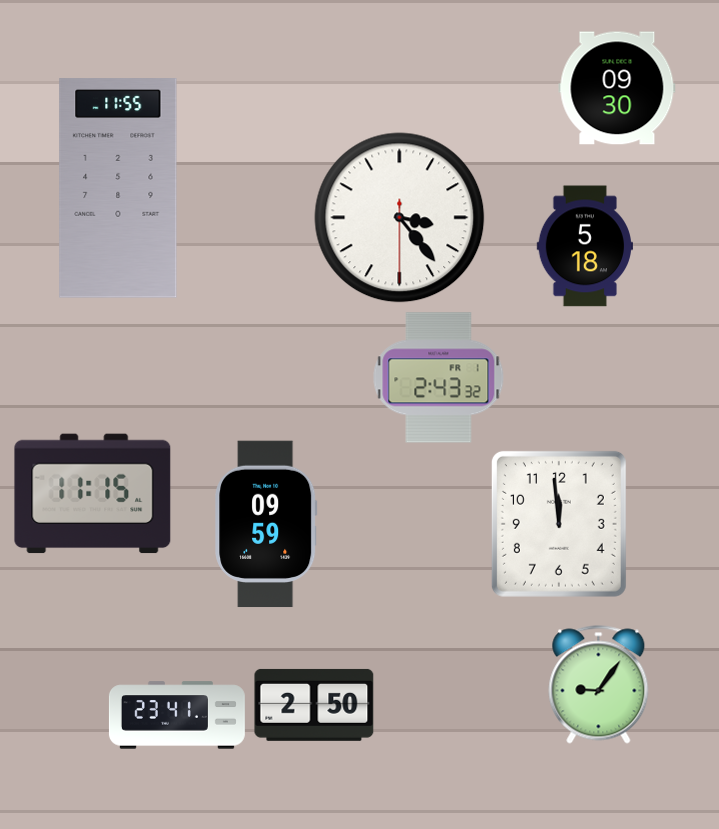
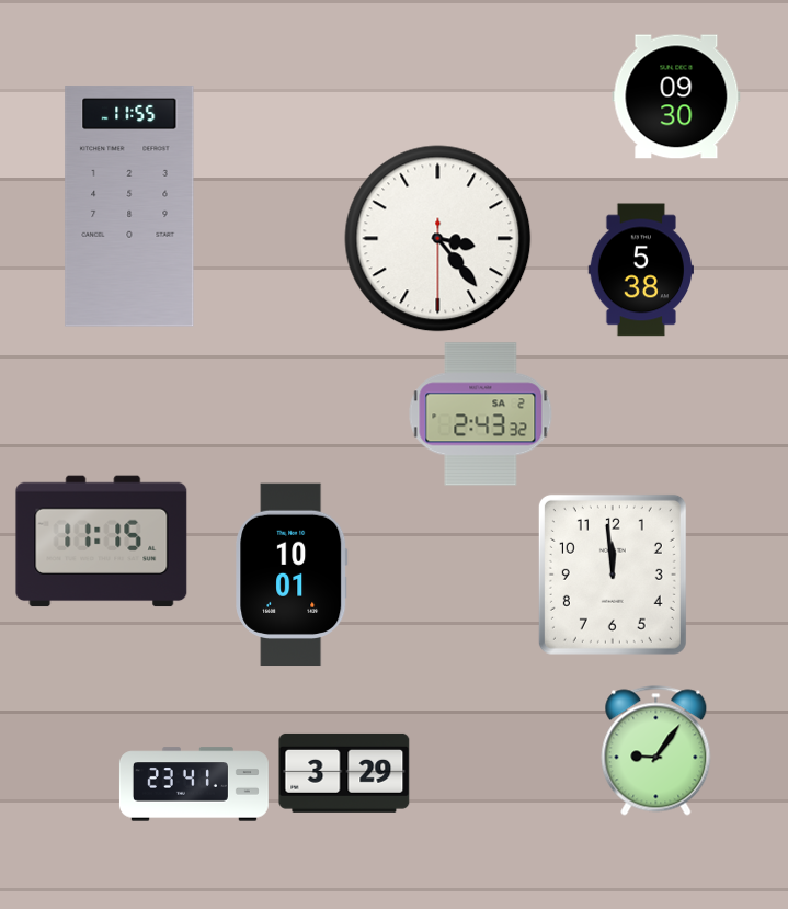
clock at (584, 246): 5:18 -> 5:38
clock at (439, 378) date: FR 1 -> SA 2
clock at (266, 524): 09:59 -> 10:01
clock at (314, 705): 2:50 -> 3:29
